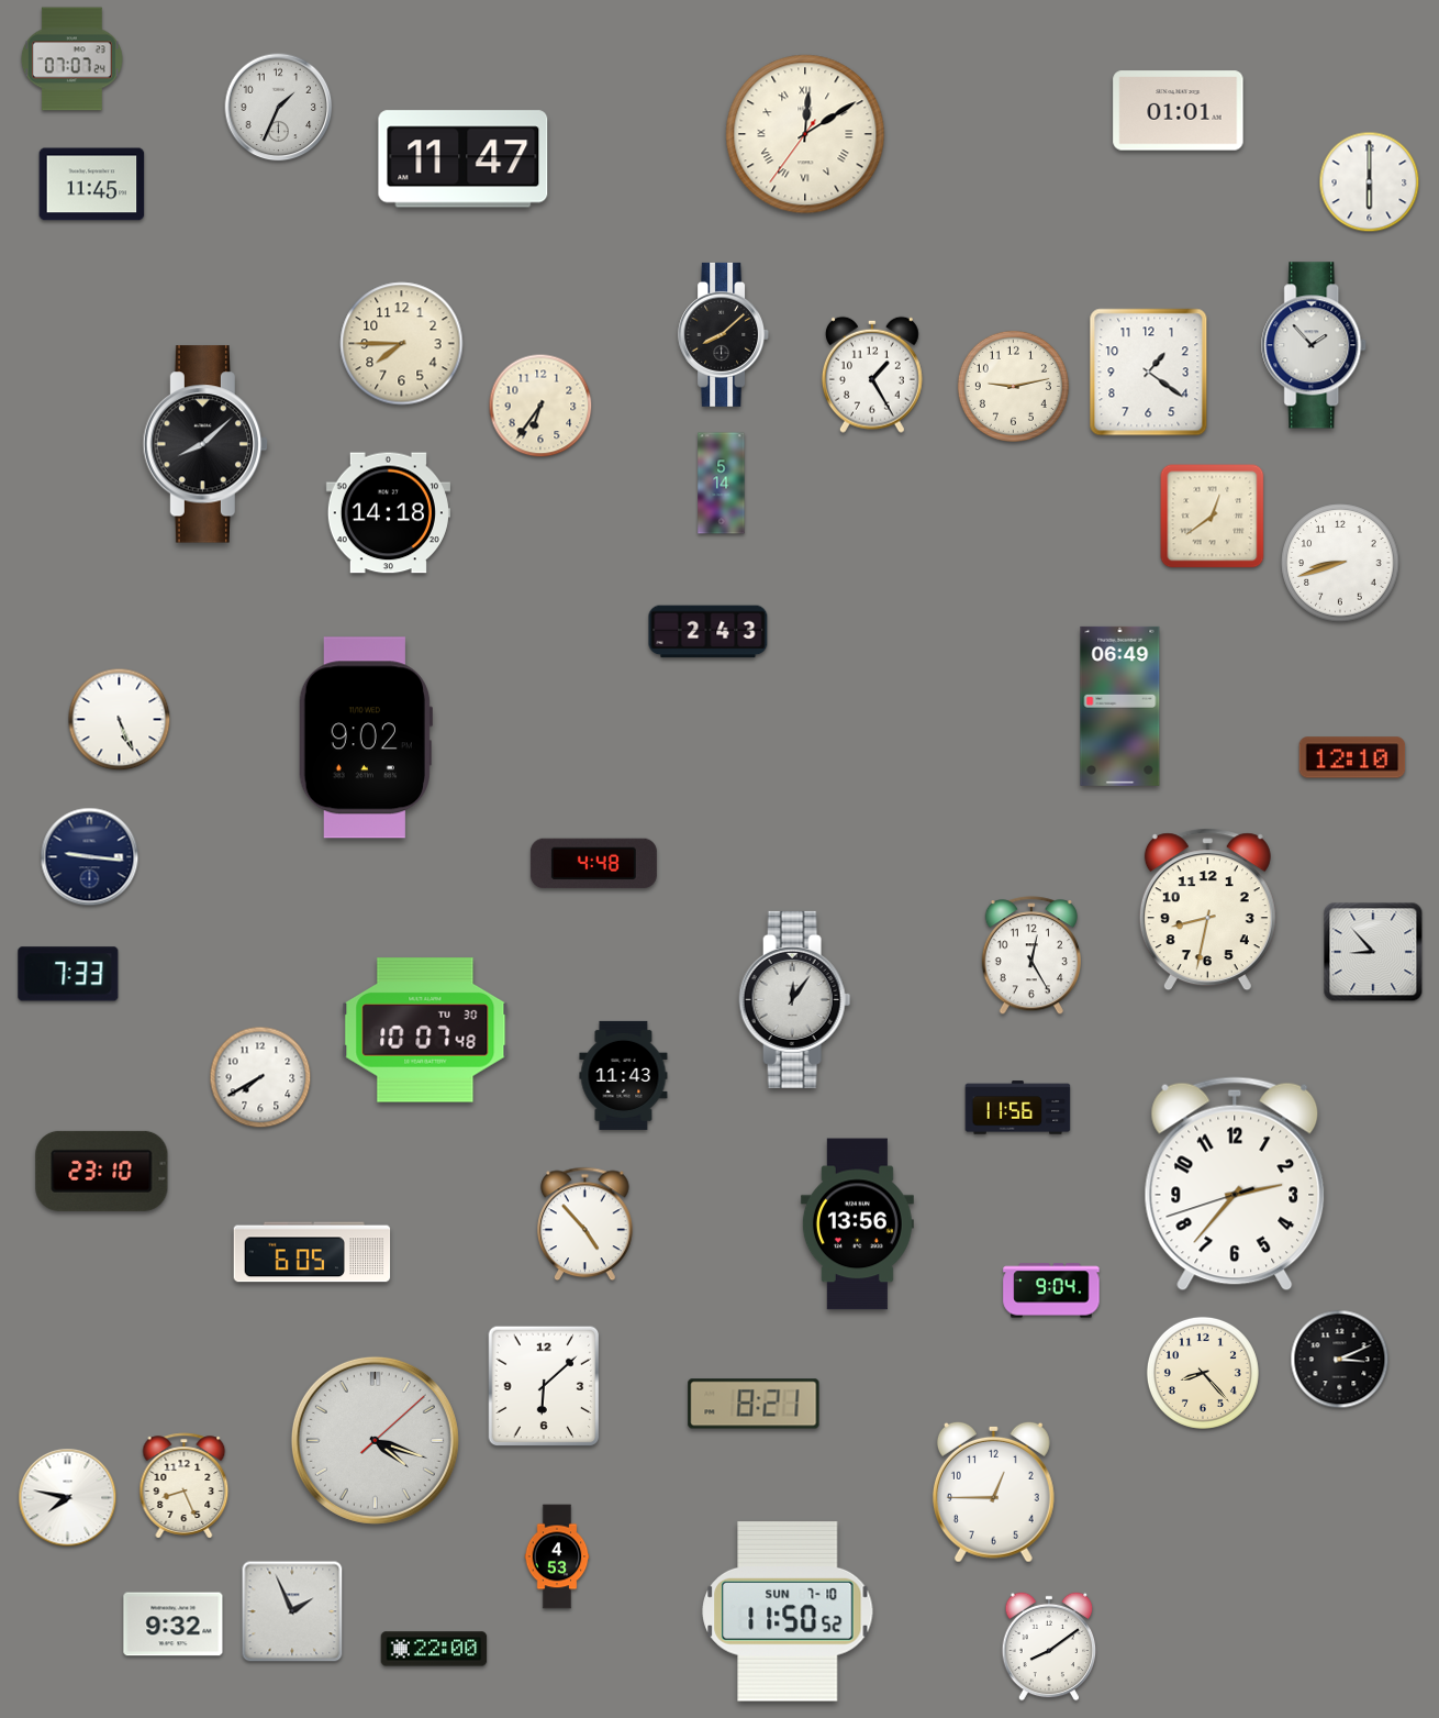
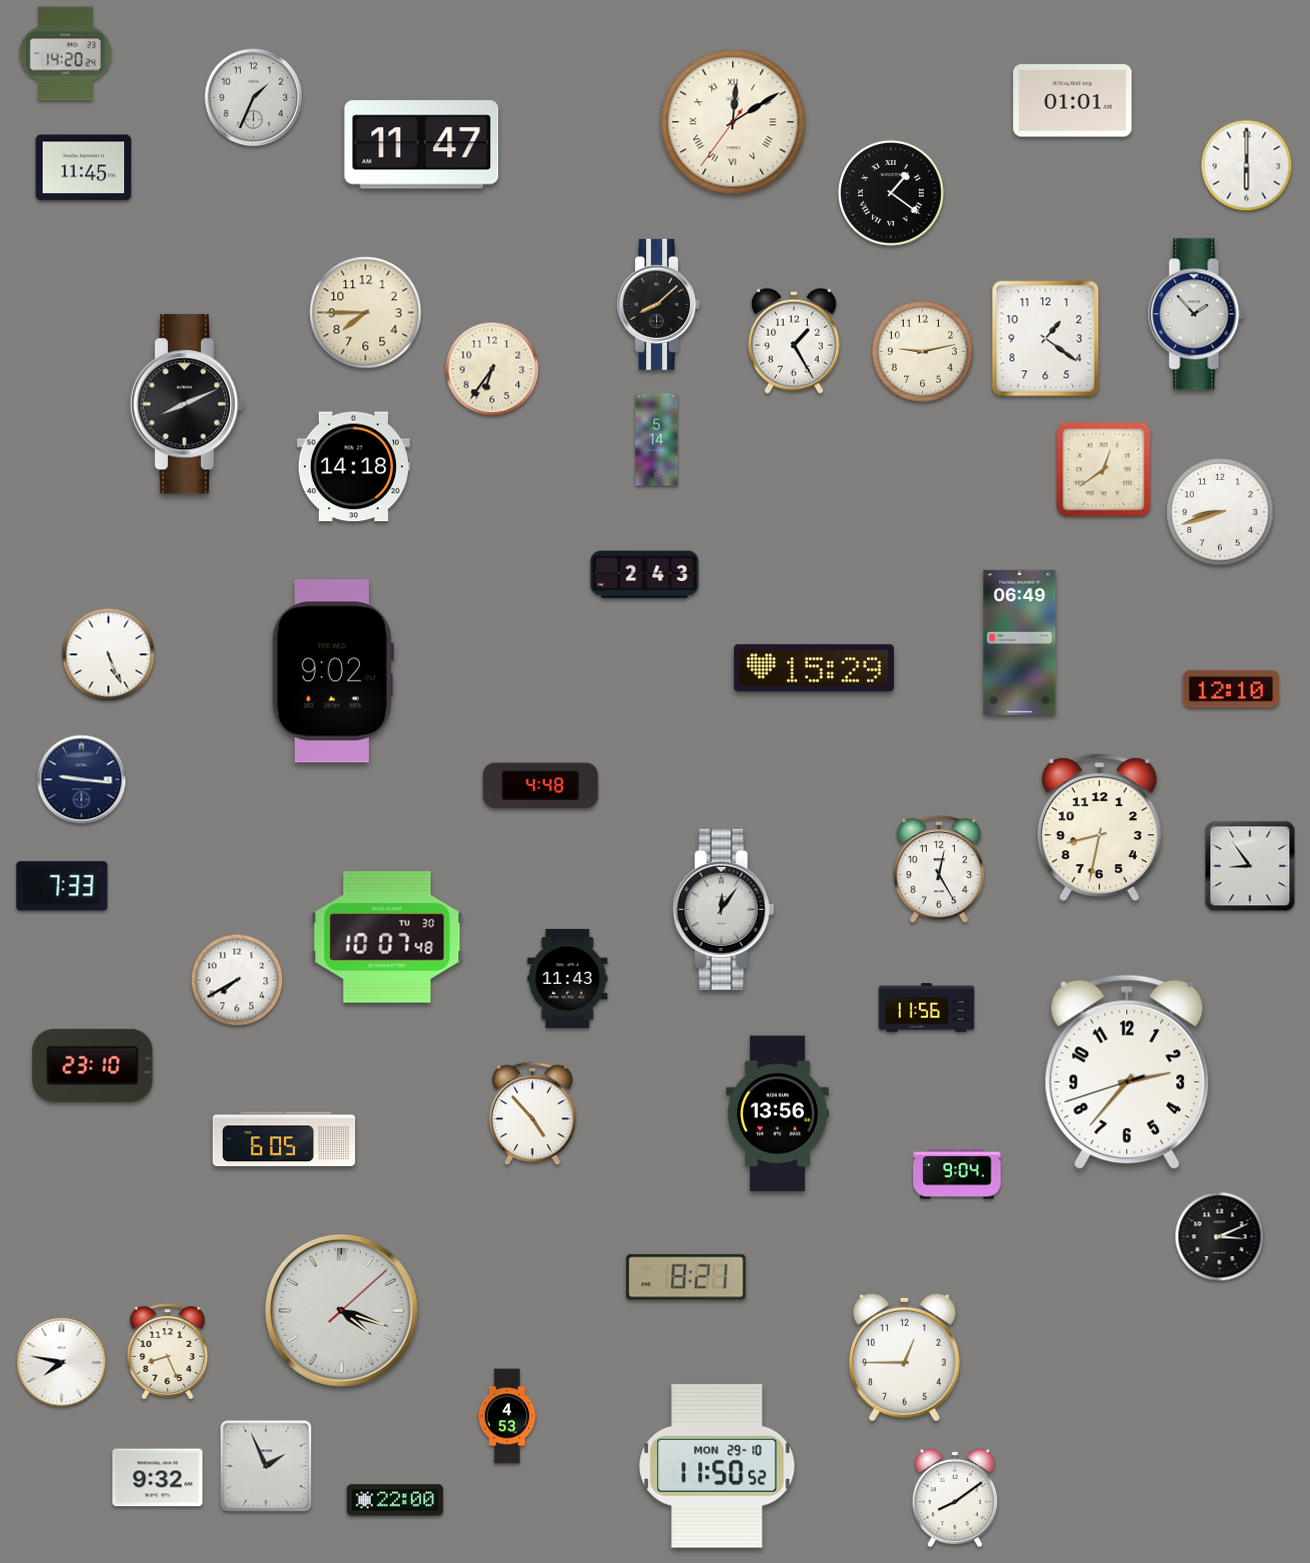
clock at (71, 59): 07:07 -> 14:20
clock at (892, 194): none -> 1:21
clock at (205, 444): 8:08 -> 8:11
clock at (814, 668): none -> 15:29
clock at (1373, 952): 8:53 -> 8:54
clock at (1235, 1184) position: (1235, 1184) -> (1127, 1072)
clock at (857, 1224) position: (857, 1224) -> (777, 1114)
clock at (1203, 1373): 8:23 -> none
clock at (544, 1386): 6:08 -> none
clock at (788, 1612) date: SUN 7-10 -> MON 29-10
